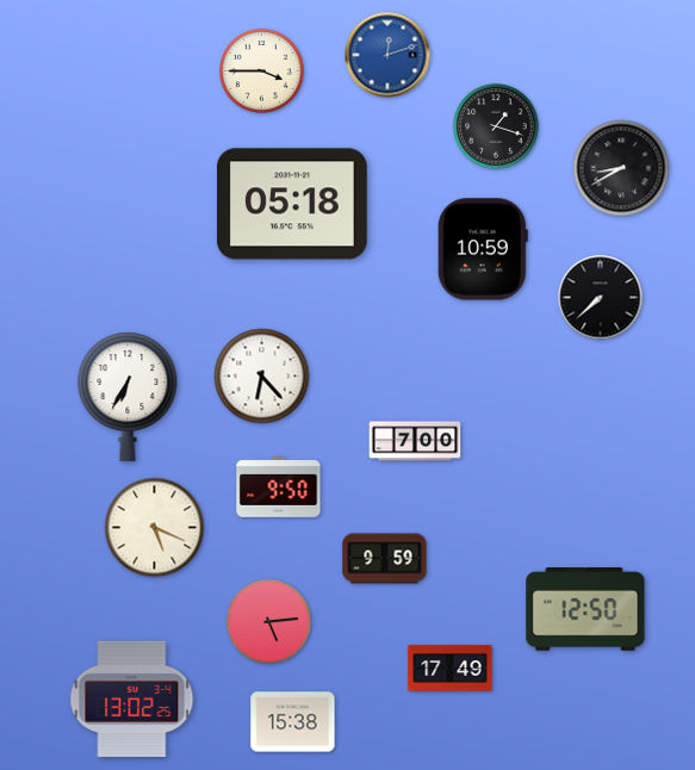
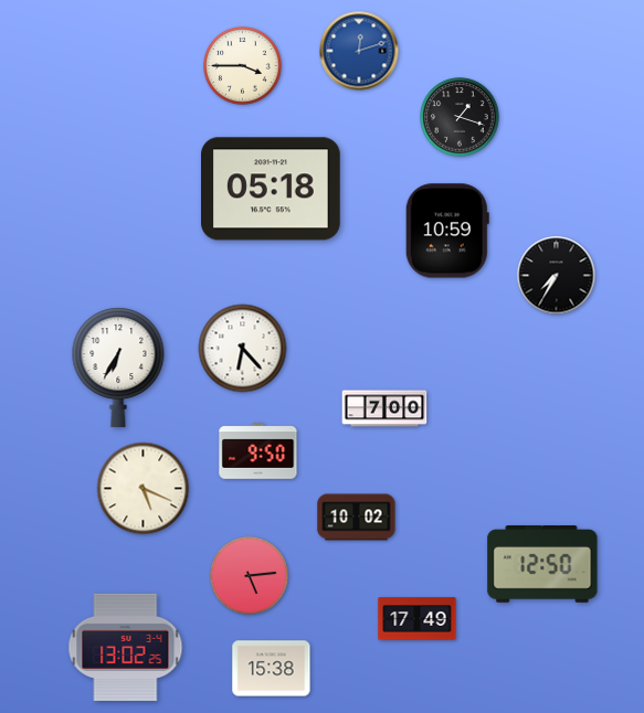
clock at (621, 168): 8:40 -> none
clock at (601, 298): 7:38 -> 7:35
clock at (385, 559): 9:59 -> 10:02
clock at (132, 698) position: (132, 698) -> (126, 647)
